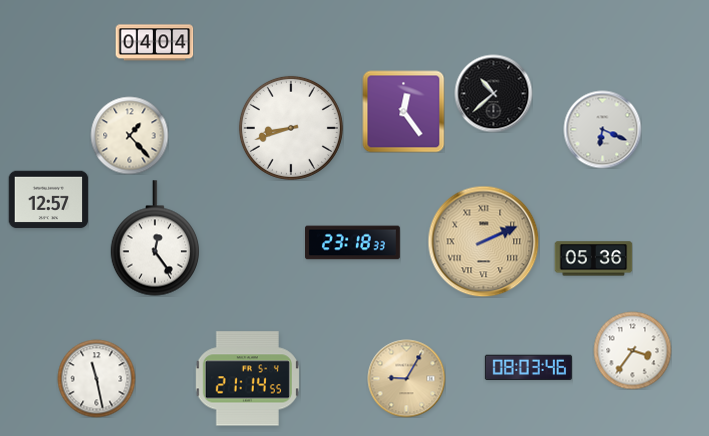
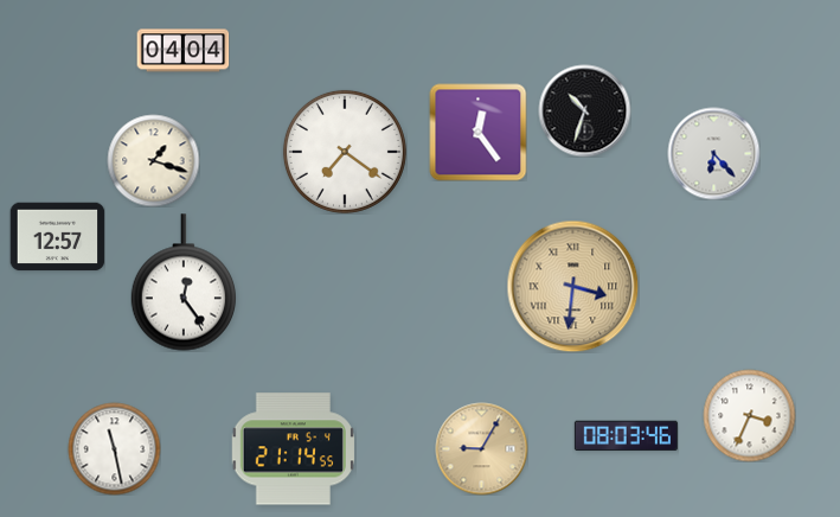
clock at (493, 93): 10:38 -> 10:33
clock at (291, 128): 8:42 -> 7:21
clock at (602, 129): 6:19 -> 6:23
clock at (129, 135): 1:23 -> 1:18
clock at (483, 241): 2:11 -> 3:31
clock at (353, 243): 23:18 -> none
clock at (593, 259): 05:36 -> none
clock at (632, 350): 3:36 -> 3:34
